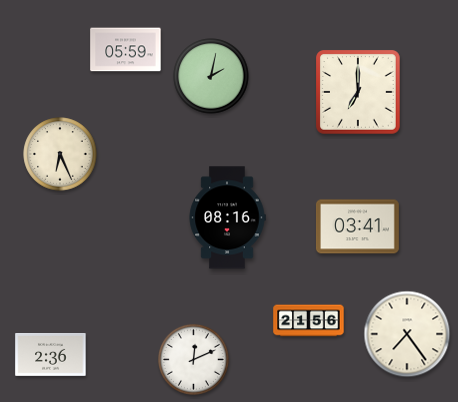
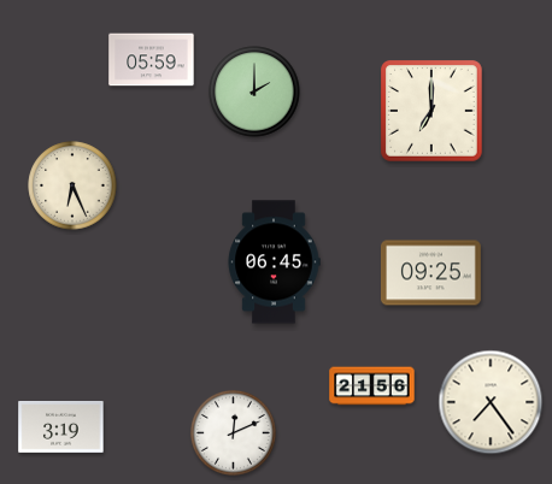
clock at (211, 76): 2:02 -> 2:00
clock at (227, 218): 08:16 -> 06:45
clock at (357, 227): 03:41 -> 09:25
clock at (51, 355): 2:36 -> 3:19
